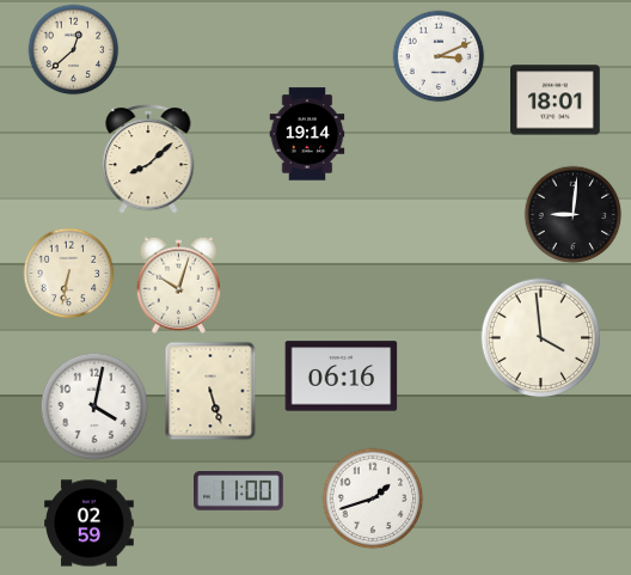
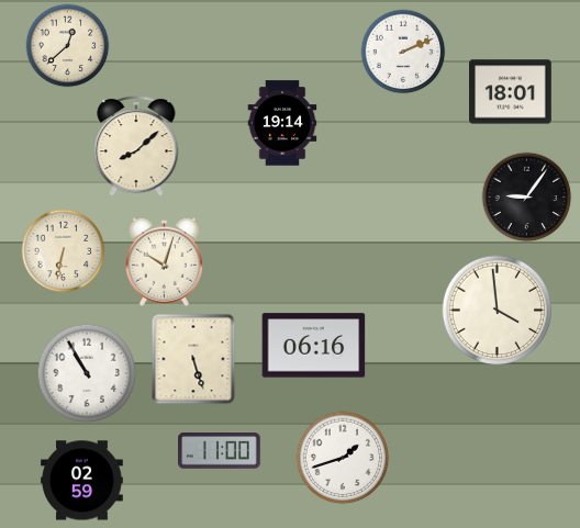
clock at (439, 56): 3:11 -> 2:11
clock at (574, 215): 9:01 -> 9:06
clock at (94, 406): 4:02 -> 10:55
